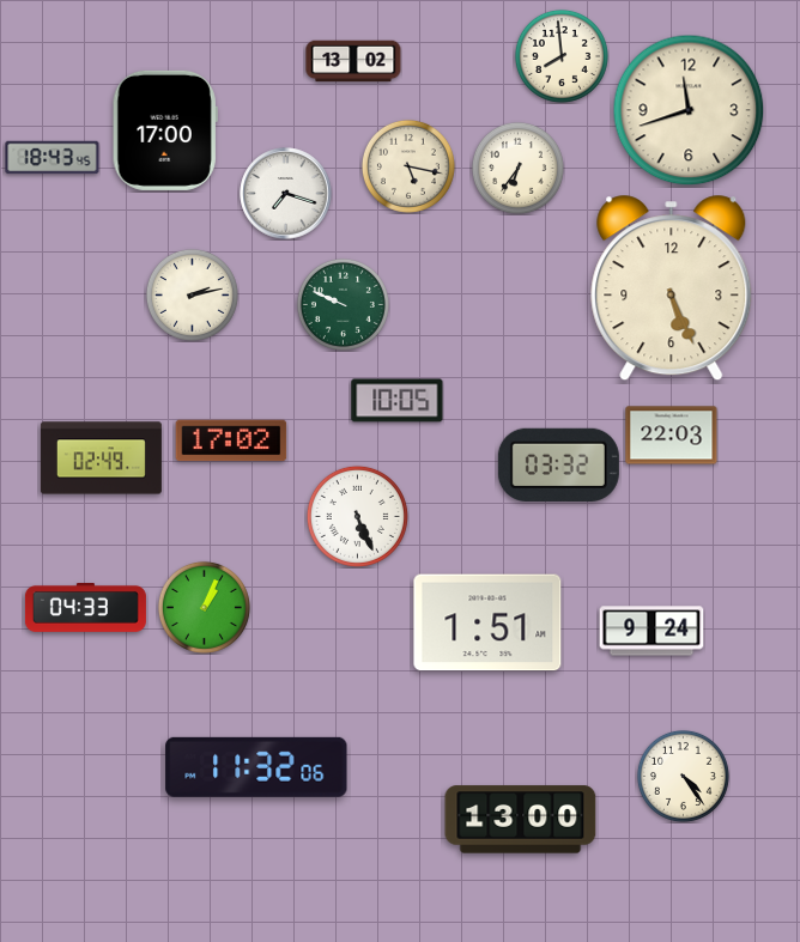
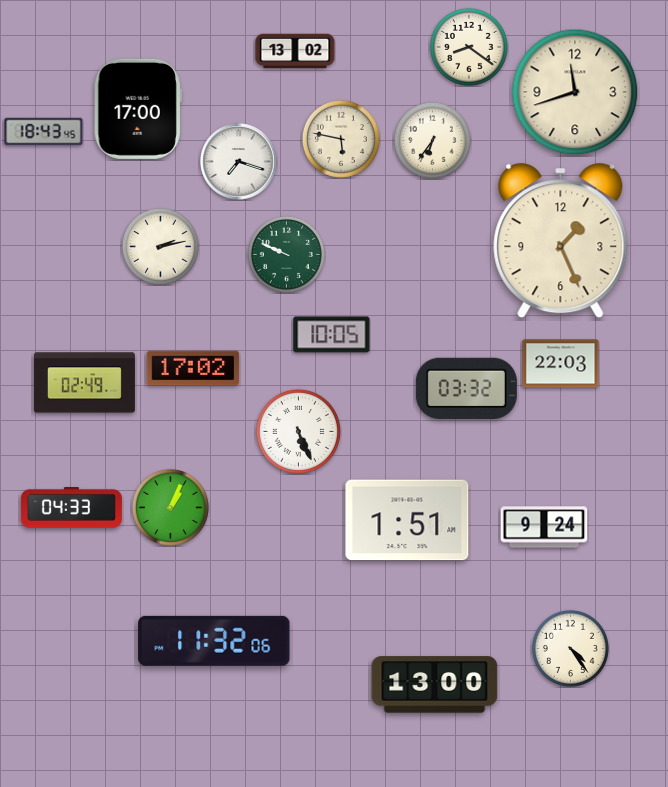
clock at (562, 56): 7:59 -> 8:21
clock at (408, 166): 5:17 -> 5:47
clock at (672, 288): 5:26 -> 1:26
